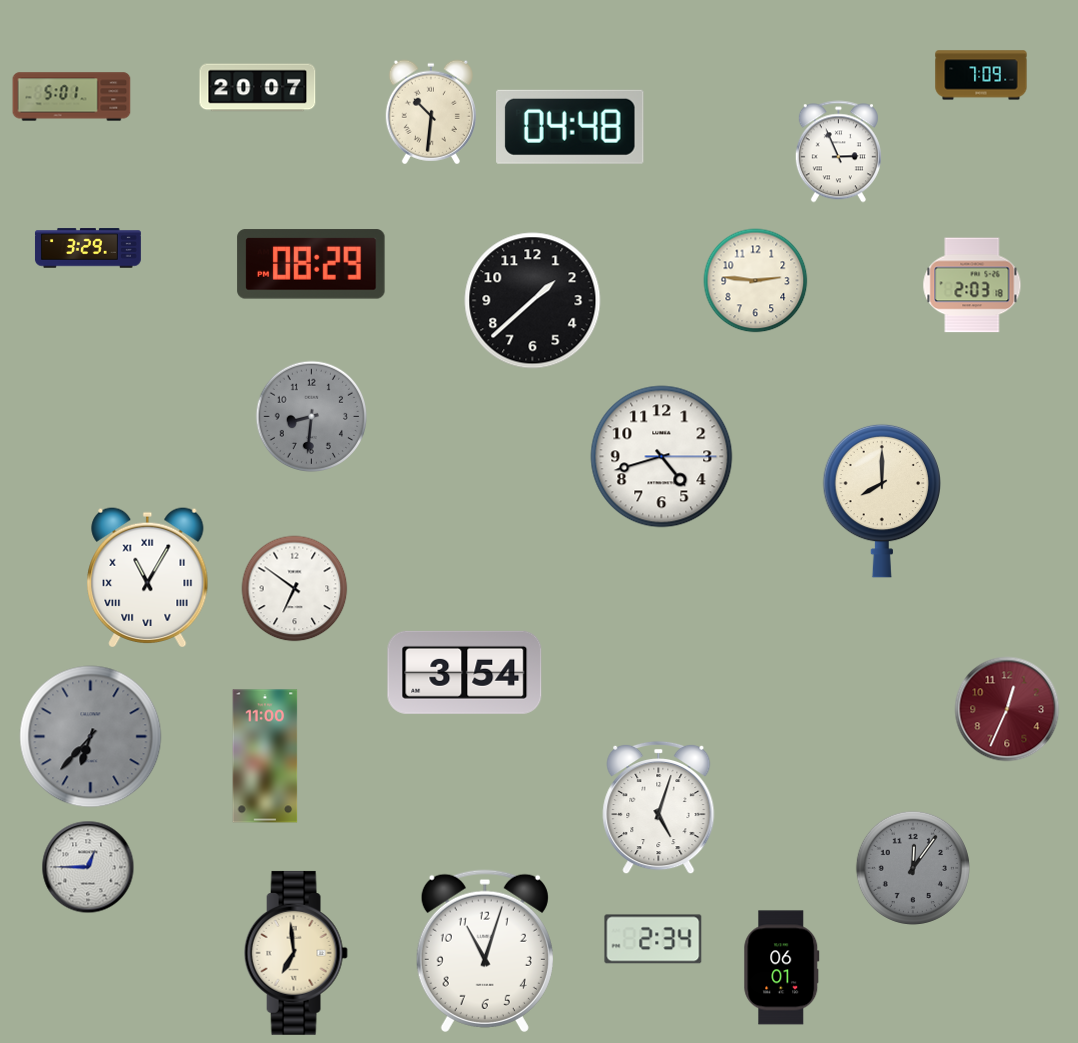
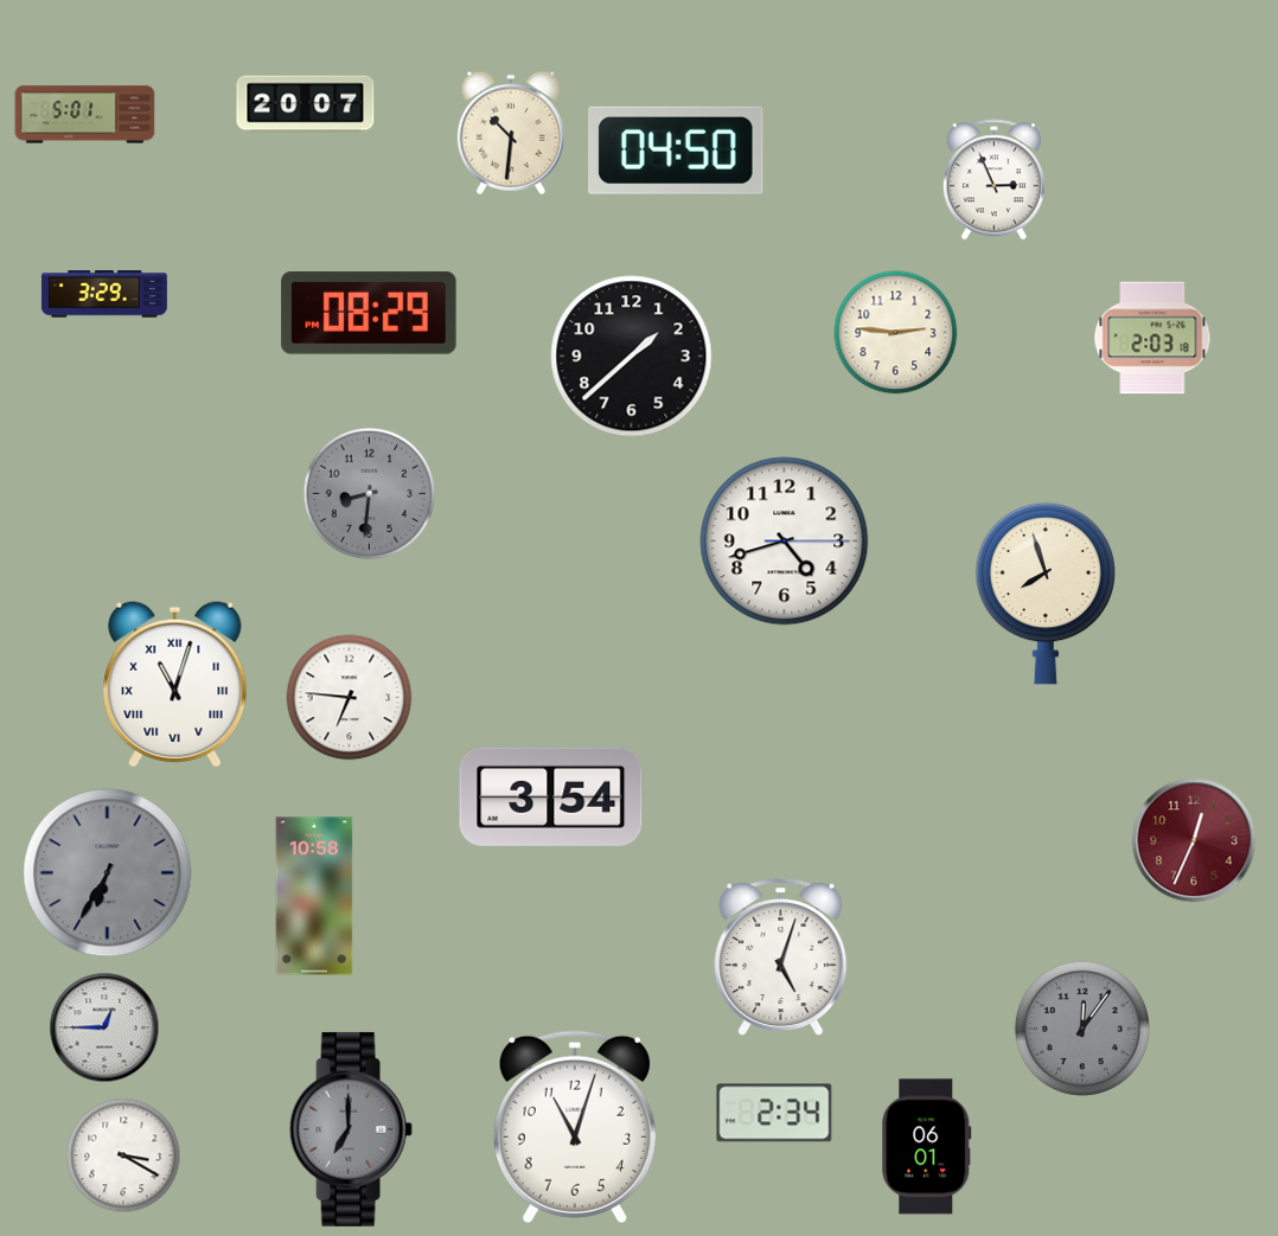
clock at (981, 75): 7:09 -> none
clock at (571, 127): 04:48 -> 04:50
clock at (881, 501): 8:00 -> 7:57
clock at (148, 577): 11:05 -> 11:03
clock at (295, 589): 6:51 -> 6:46
clock at (91, 737): 6:37 -> 6:35
clock at (265, 756): 11:00 -> 10:58
clock at (296, 953): 6:59 -> 7:00
clock at (296, 953) dial: cream -> grey
clock at (123, 1155): none -> 3:20
